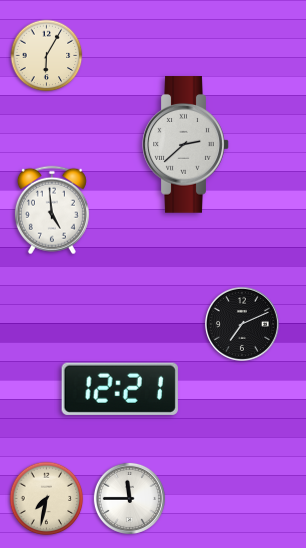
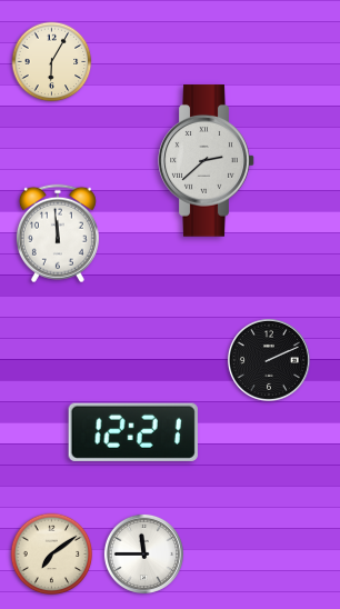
clock at (52, 210): 4:59 -> 11:59
clock at (242, 324): 7:11 -> 2:11
clock at (47, 499): 7:32 -> 7:09
